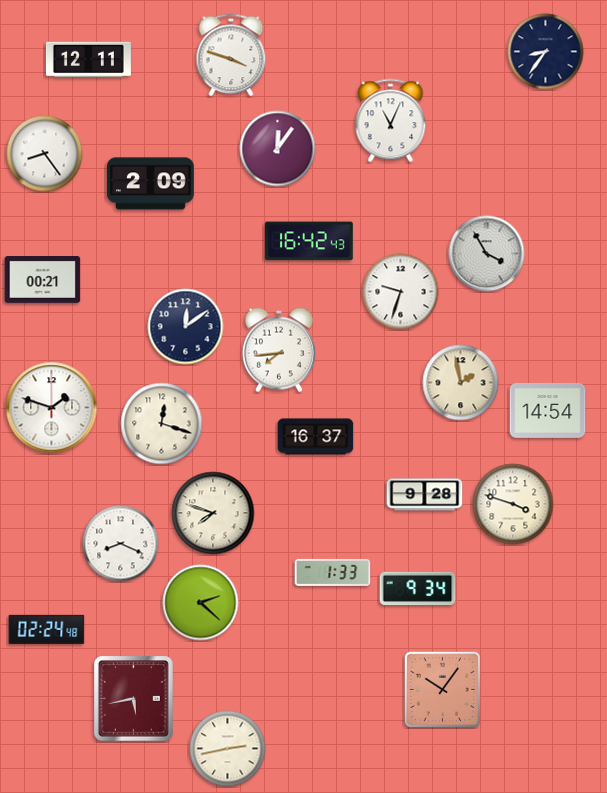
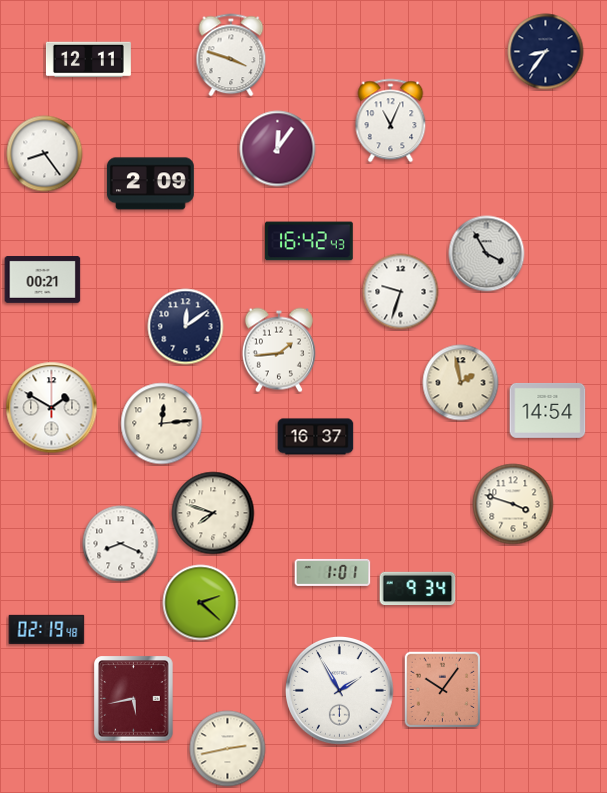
clock at (279, 350): 7:44 -> 1:44
clock at (52, 408): 1:48 -> 1:50
clock at (162, 424): 12:18 -> 12:14
clock at (425, 495): 9:28 -> none
clock at (333, 572): 1:33 -> 1:01
clock at (47, 629): 02:24 -> 02:19
clock at (340, 691): none -> 1:55
